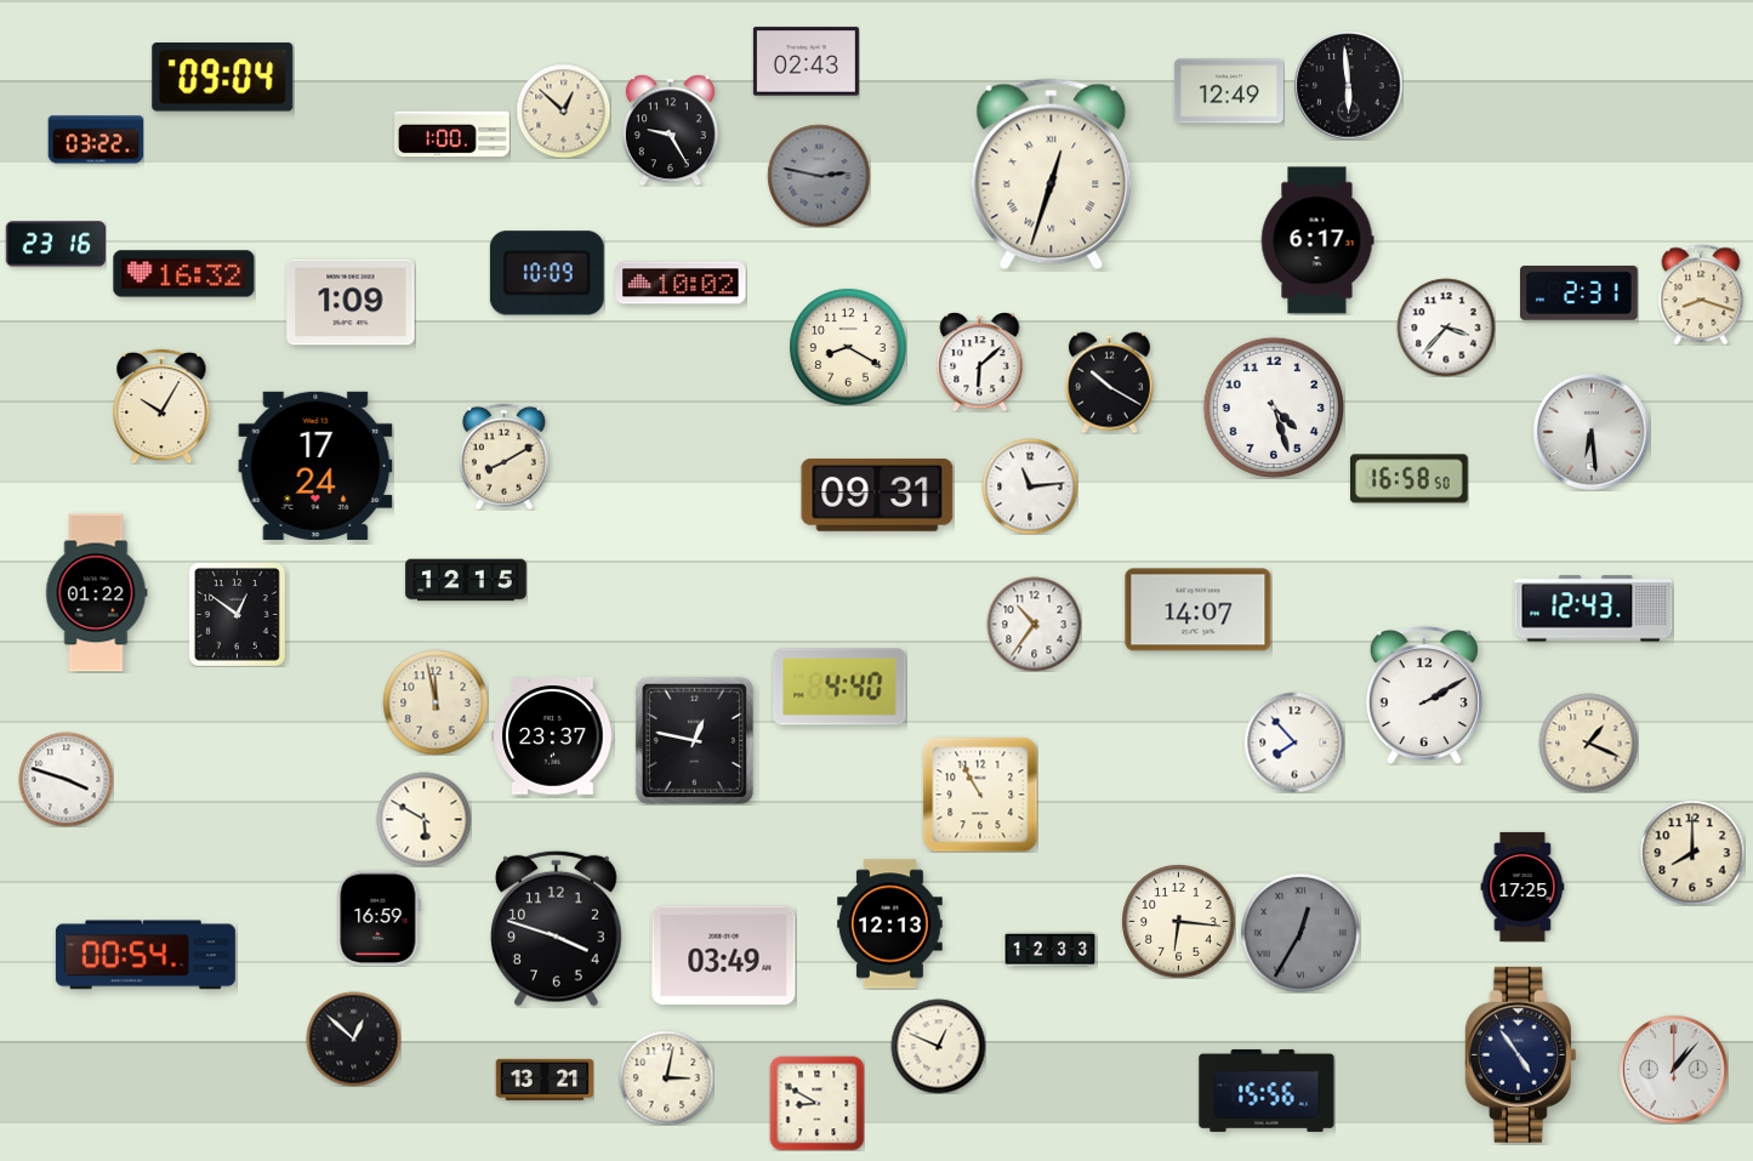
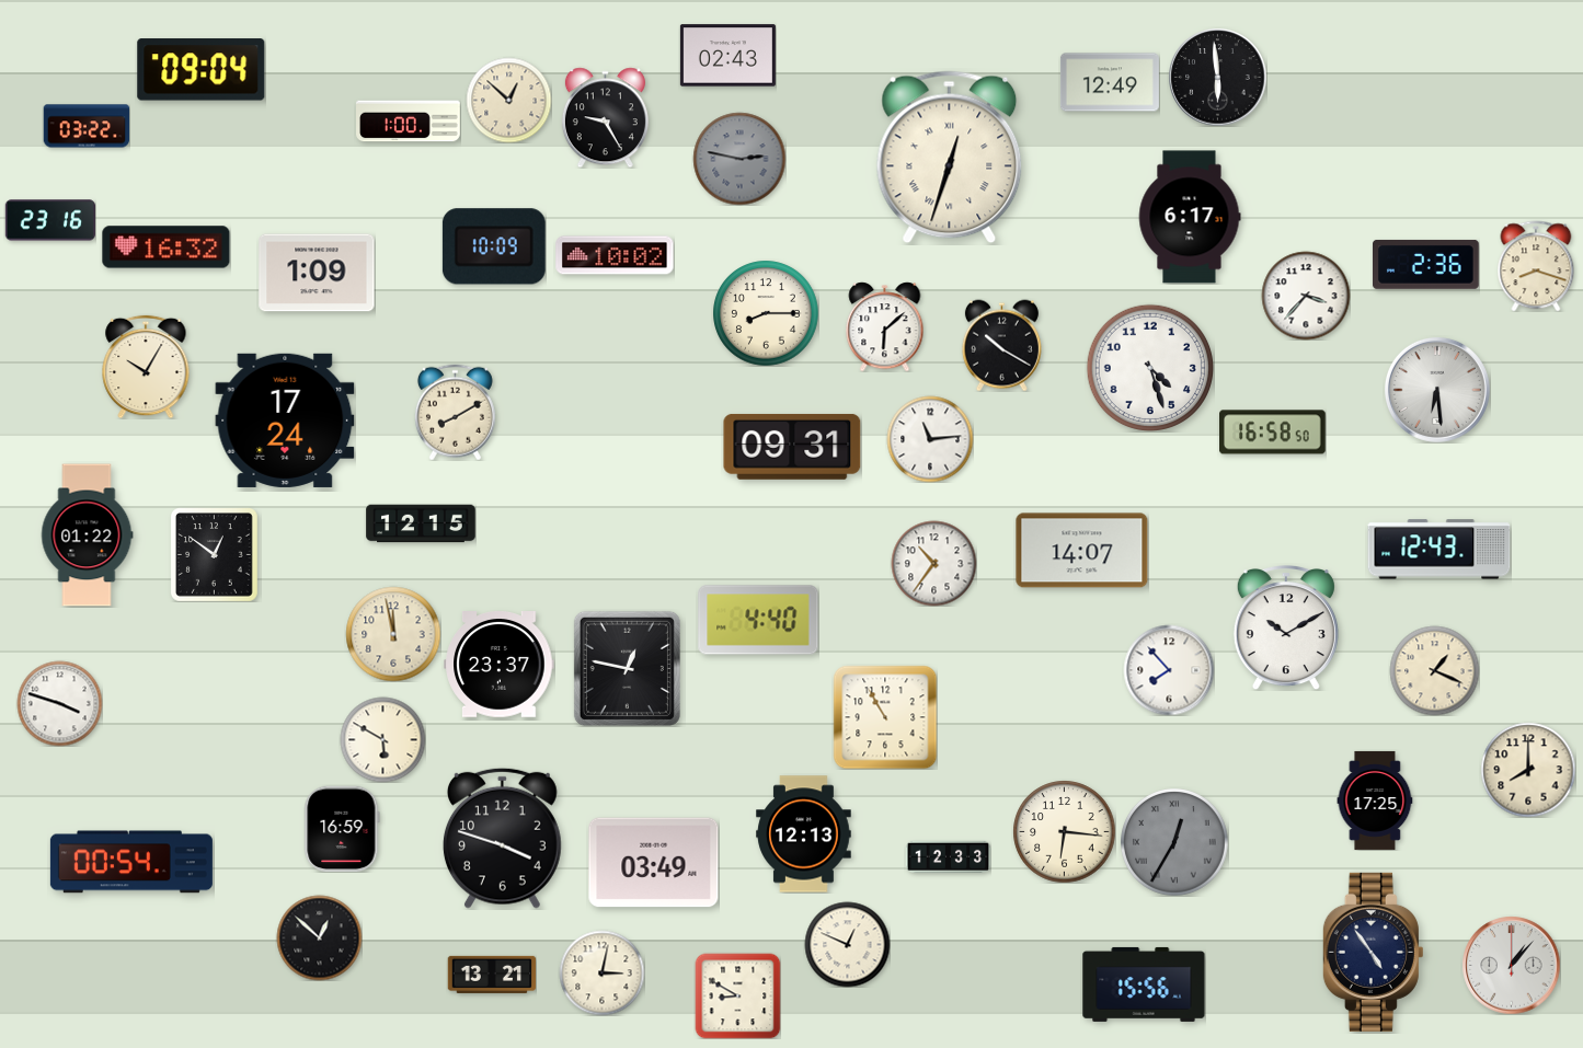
clock at (1580, 294): 2:31 -> 2:36
clock at (848, 347): 8:20 -> 8:15
clock at (1424, 696): 2:10 -> 10:10
